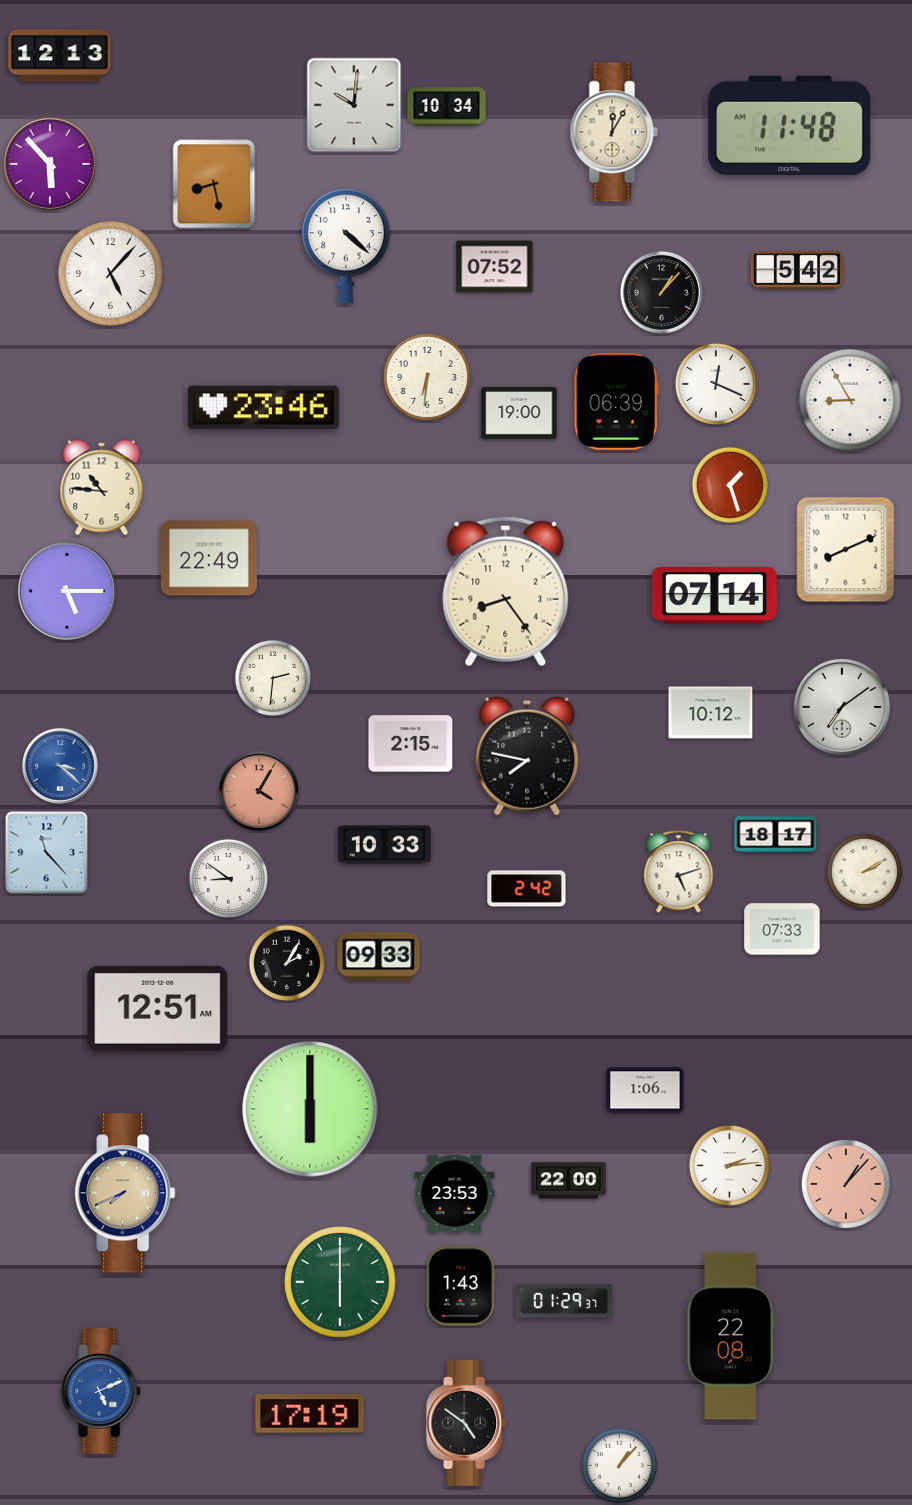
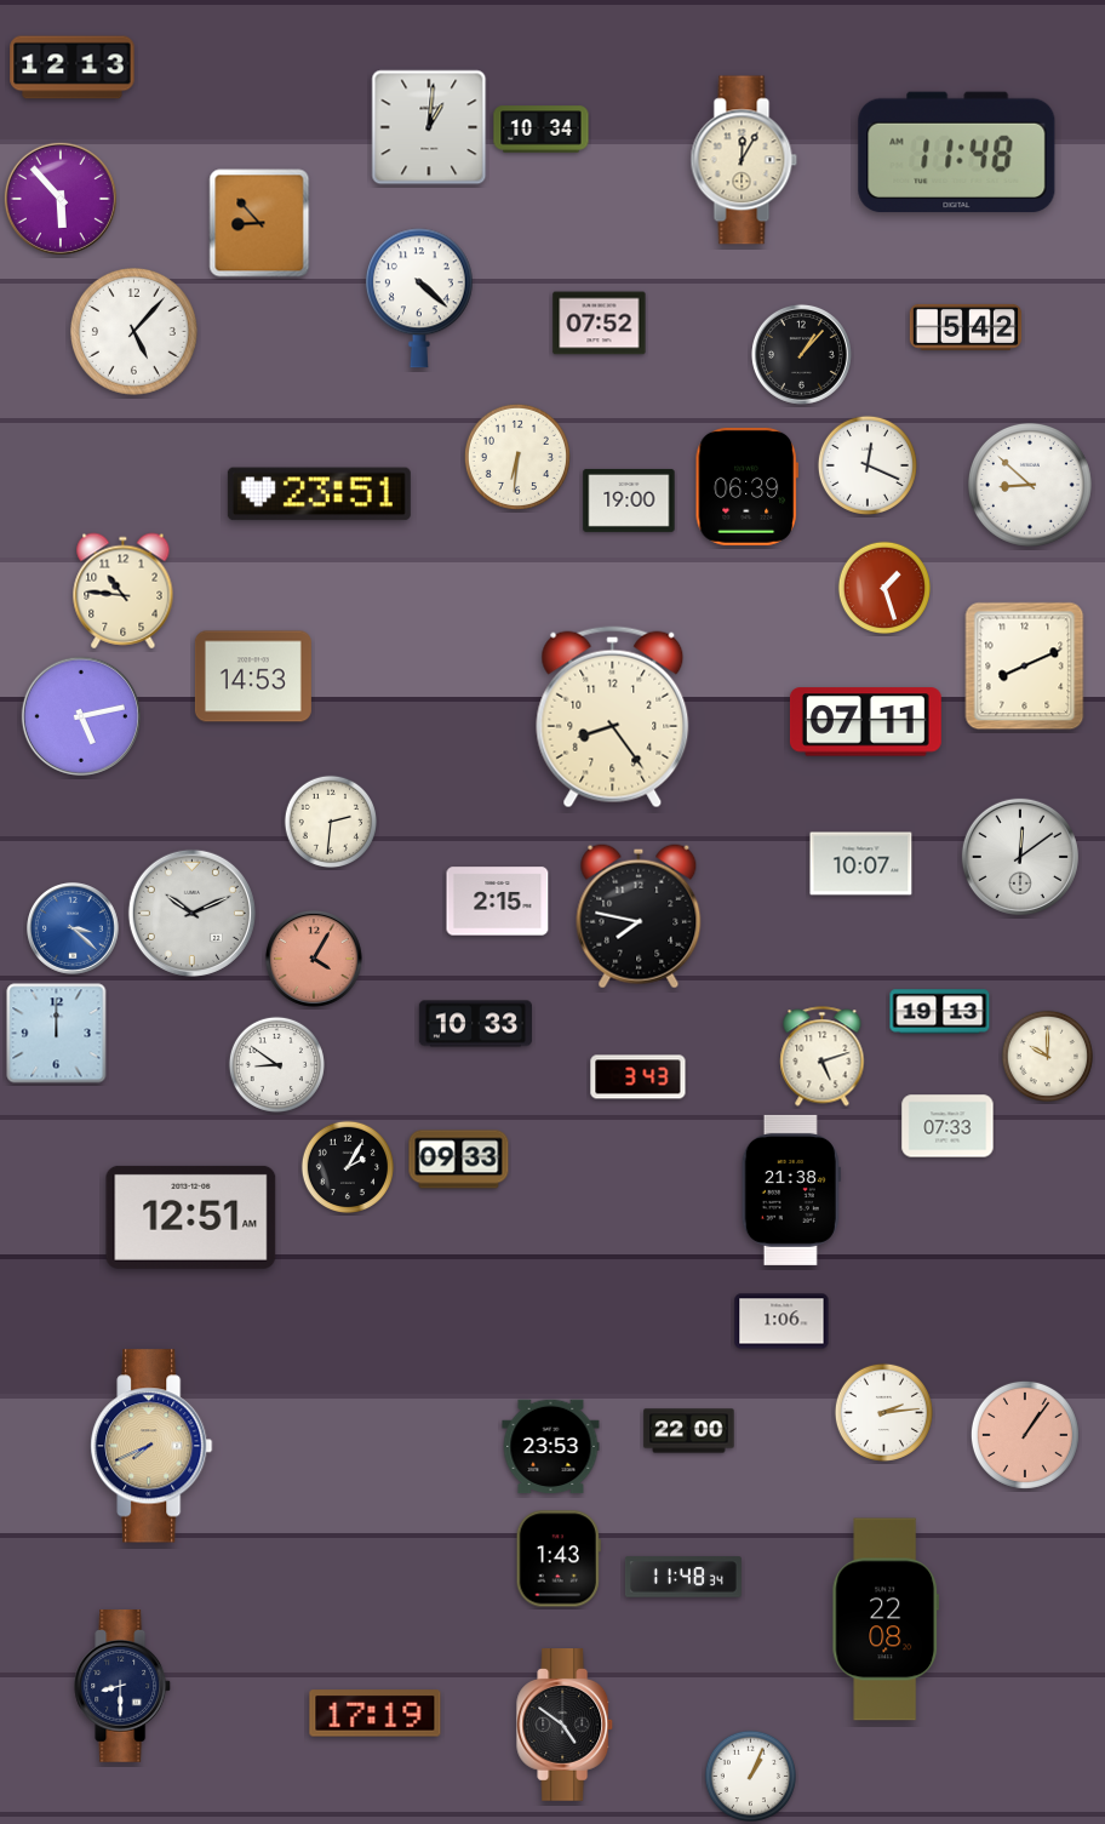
clock at (354, 105): 10:01 -> 1:01
clock at (214, 184): 8:28 -> 8:53
clock at (850, 400): 8:55 -> 8:52
clock at (263, 408): 23:46 -> 23:51
clock at (209, 558): 22:49 -> 14:53
clock at (67, 591): 5:15 -> 5:13
clock at (714, 596): 07:14 -> 07:11
clock at (842, 707): 7:09 -> 12:09
clock at (711, 713): 10:12 -> 10:07
clock at (191, 913): none -> 10:11
clock at (776, 835): 18:17 -> 19:13
clock at (384, 845) position: (384, 845) -> (475, 1024)
clock at (47, 853): 11:23 -> 12:00
clock at (864, 871): 2:10 -> 10:00
clock at (527, 889): 2:42 -> 3:43
clock at (791, 1190): none -> 21:38
clock at (158, 1008) position: (158, 1008) -> (191, 1217)
clock at (310, 1109): 6:00 -> none
clock at (846, 1184): 1:07 -> 1:06
clock at (341, 1283): 6:00 -> none
clock at (564, 1301): 01:29 -> 11:48
clock at (102, 1392): 5:11 -> 8:30
clock at (102, 1392) dial: blue -> navy
clock at (619, 1465): 1:07 -> 1:04
